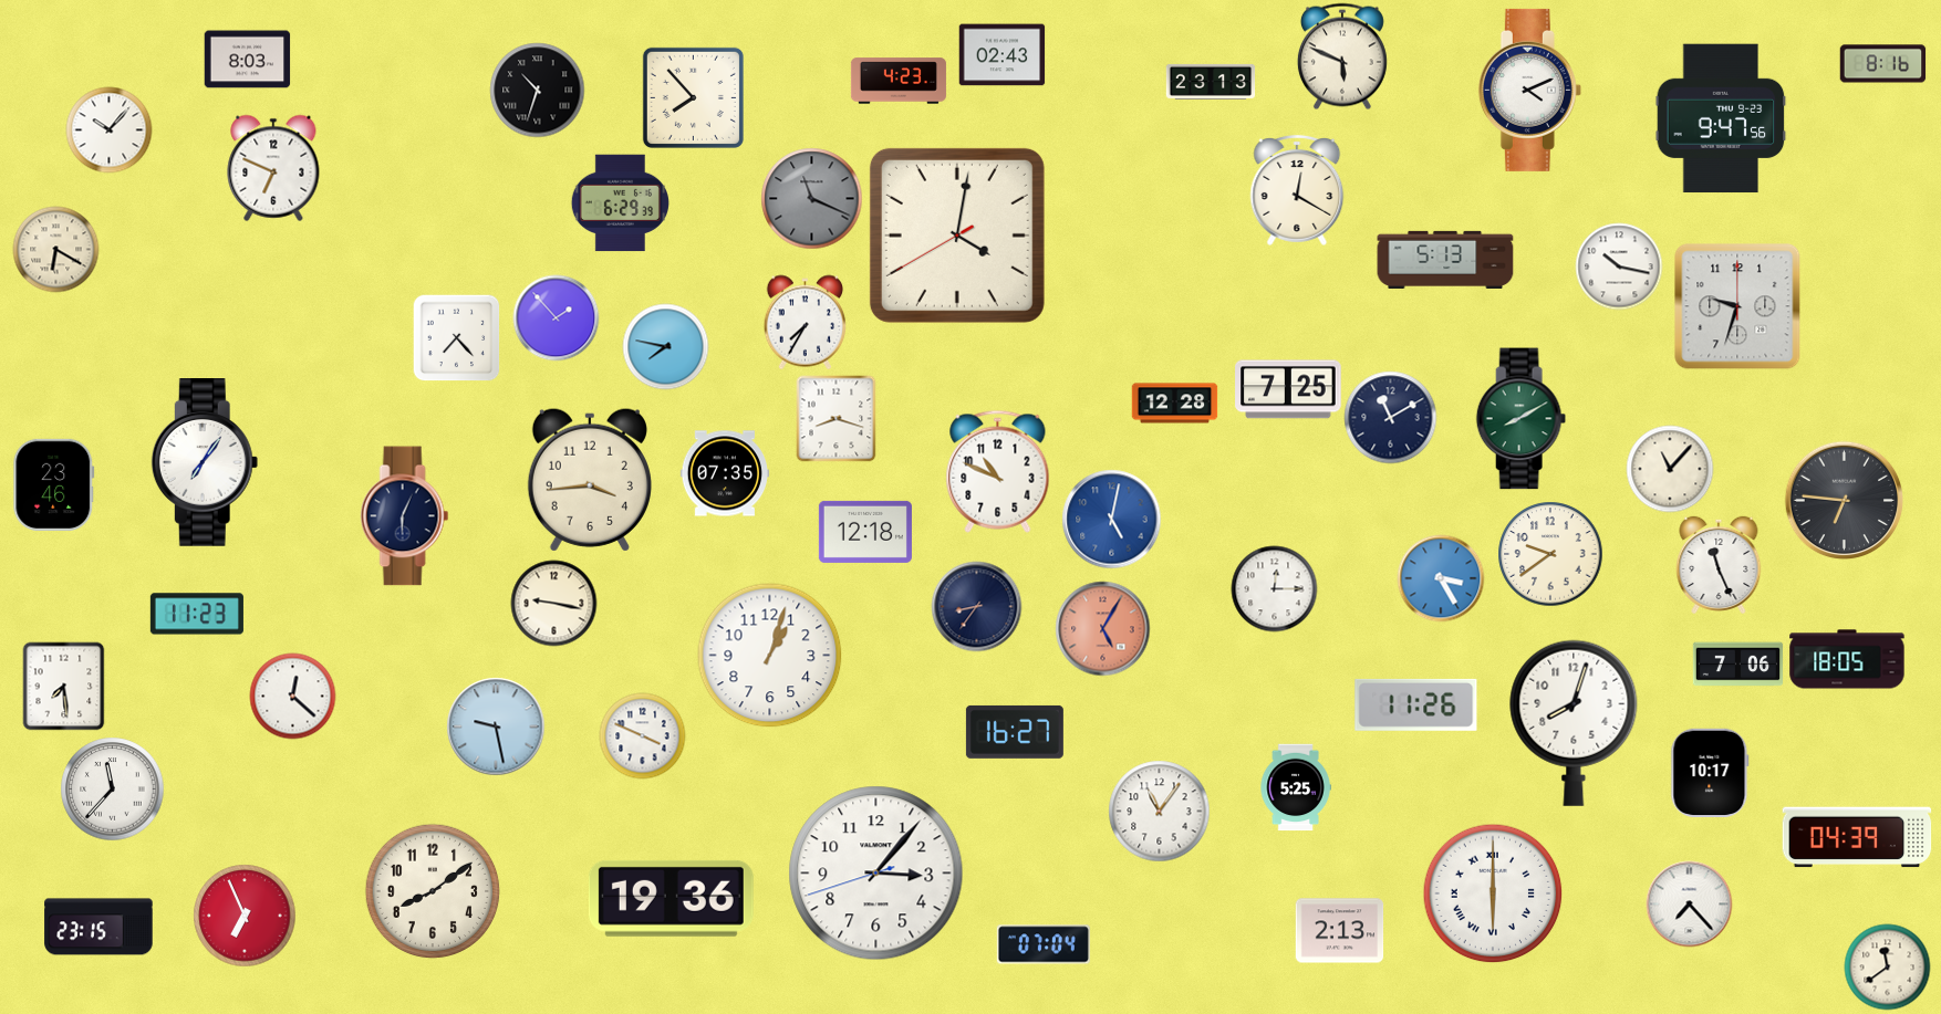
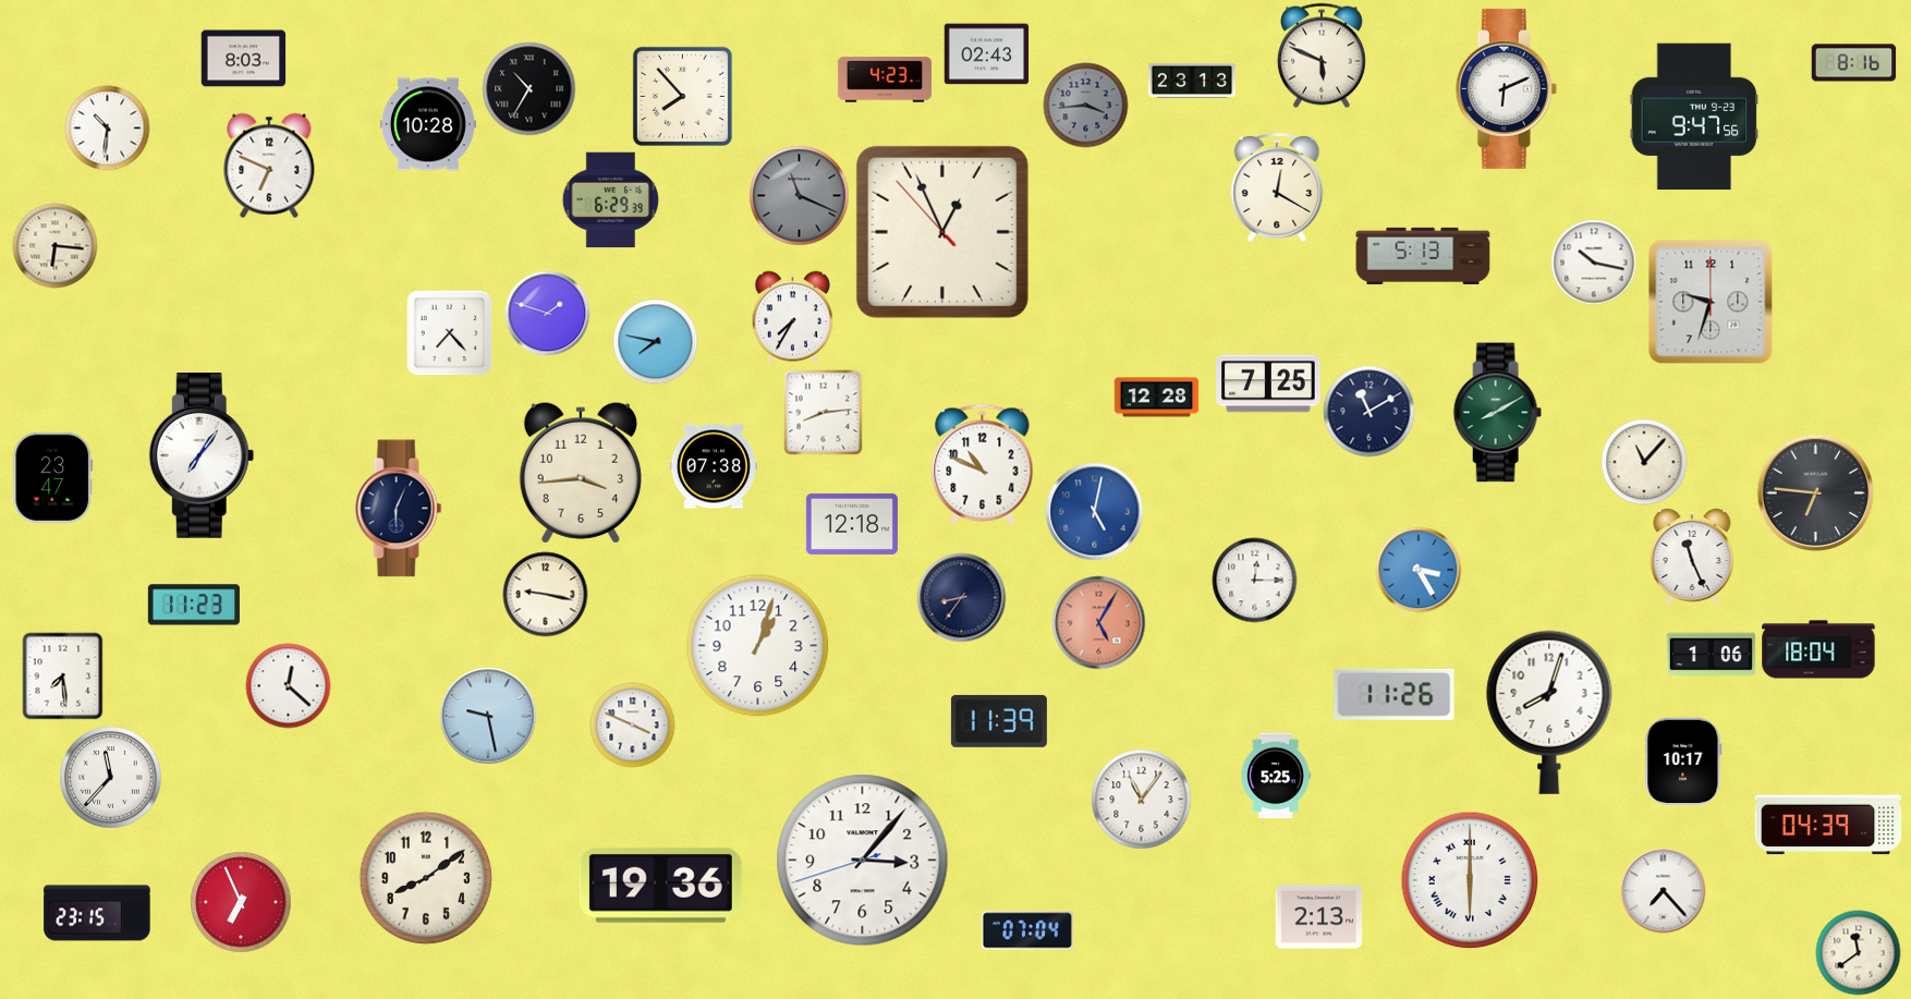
clock at (537, 90): 10:33 -> 10:35
clock at (1529, 90): 4:11 -> 6:11
clock at (1085, 105): none -> 3:44
clock at (428, 124): none -> 10:28
clock at (108, 129): 10:07 -> 10:31
clock at (957, 236): 4:01 -> 12:55
clock at (55, 249): 6:20 -> 6:16
clock at (556, 317): 1:53 -> 1:48
clock at (837, 418): 8:18 -> 8:14
clock at (724, 473): 07:35 -> 07:38
clock at (54, 484): 23:46 -> 23:47
clock at (1550, 554): 9:39 -> none
clock at (1102, 628) position: (1102, 628) -> (1098, 622)
clock at (1847, 659): 18:05 -> 18:04
clock at (1737, 665): 7:06 -> 1:06
clock at (1015, 732): 16:27 -> 11:39
